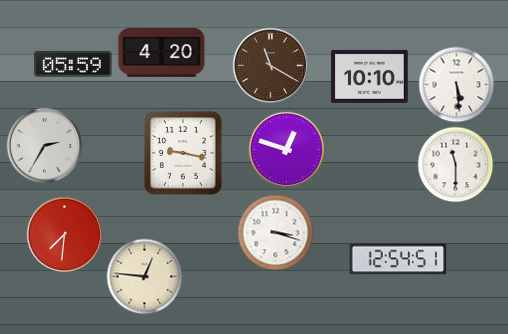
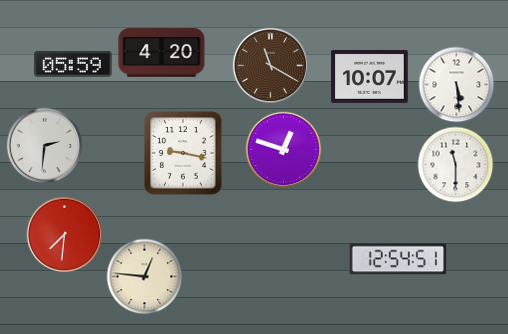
clock at (370, 76): 10:10 -> 10:07
clock at (45, 146): 2:35 -> 2:31
clock at (287, 150) position: (287, 150) -> (284, 150)
clock at (276, 233): 3:18 -> none
